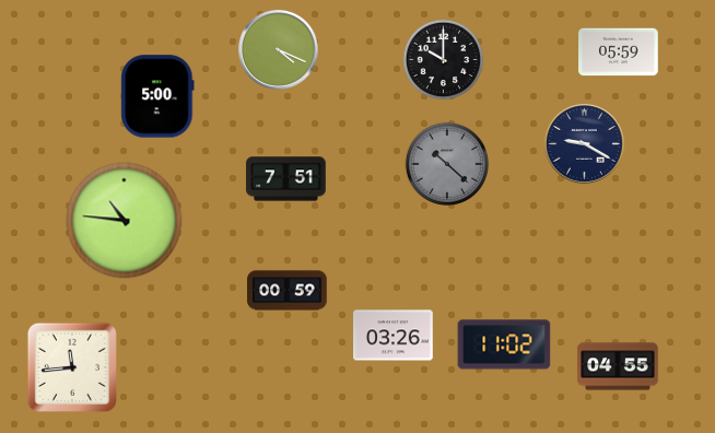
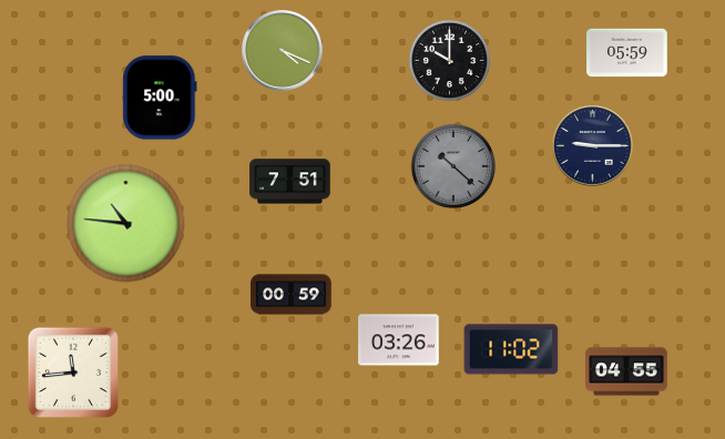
clock at (584, 143): 9:20 -> 9:15
